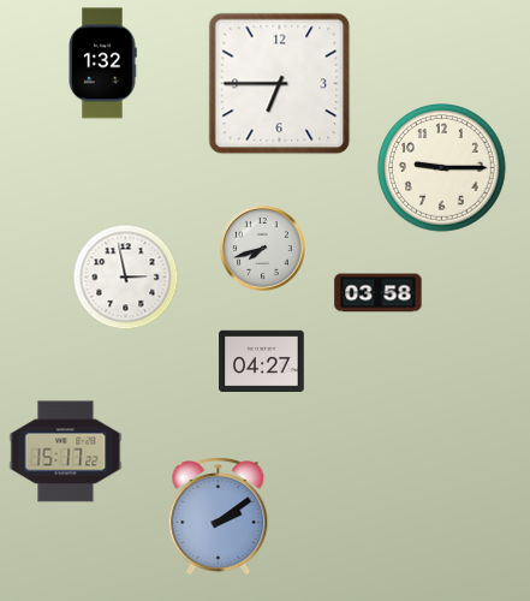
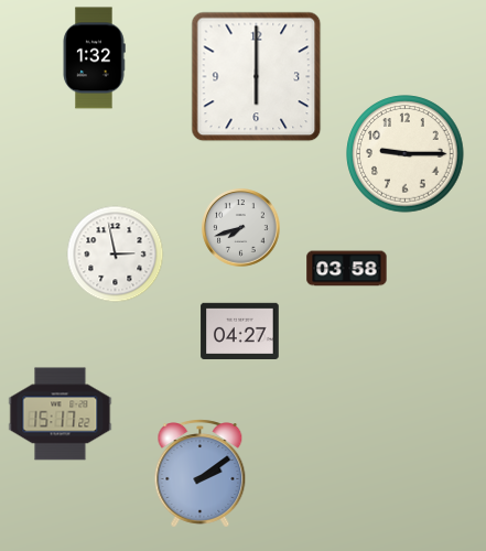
clock at (280, 84): 6:45 -> 6:00
